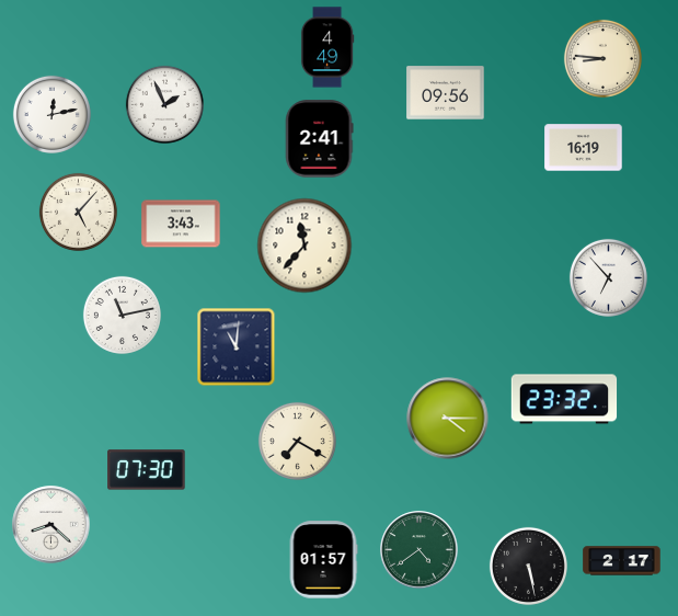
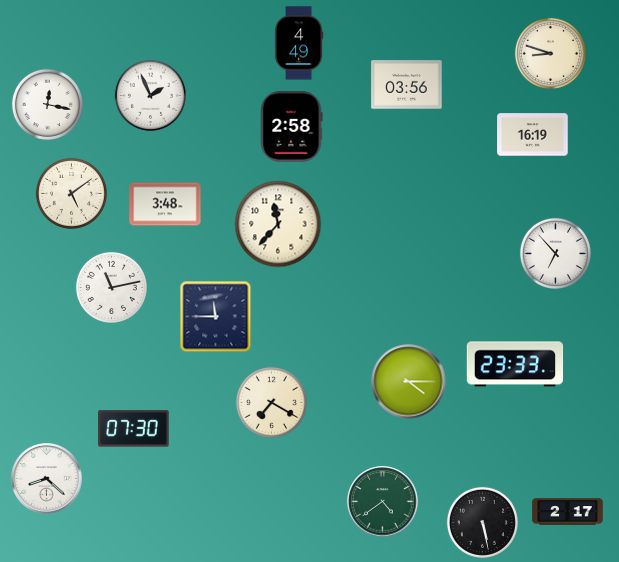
clock at (602, 58): 8:46 -> 8:48
clock at (446, 93): 09:56 -> 03:56
clock at (51, 114): 12:13 -> 12:17
clock at (319, 139): 2:41 -> 2:58
clock at (78, 212): 5:07 -> 5:09
clock at (181, 224): 3:43 -> 3:48
clock at (237, 347): 11:01 -> 11:45
clock at (564, 399): 23:32 -> 23:33
clock at (323, 560): 01:57 -> none
clock at (528, 566) position: (528, 566) -> (482, 522)
